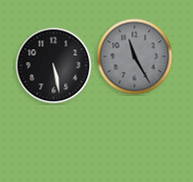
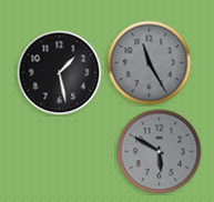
clock at (54, 66): 5:28 -> 1:28
clock at (160, 152): none -> 5:50
